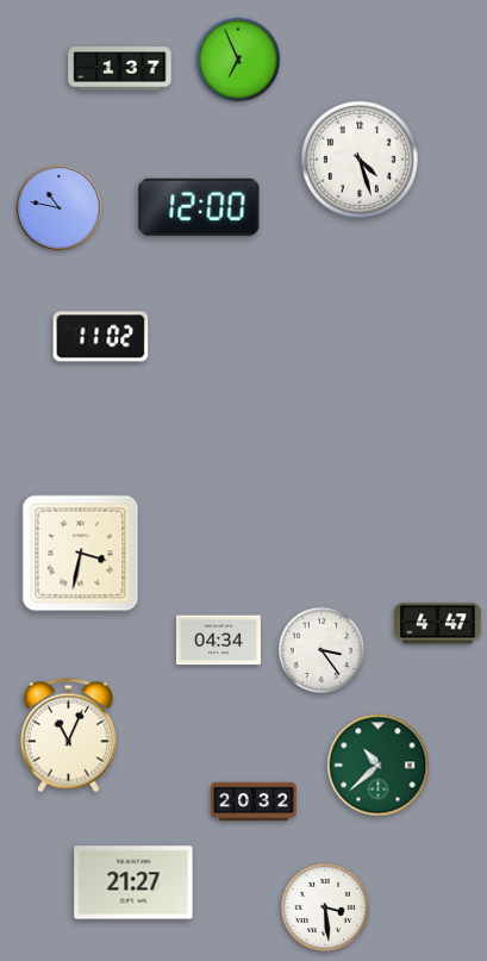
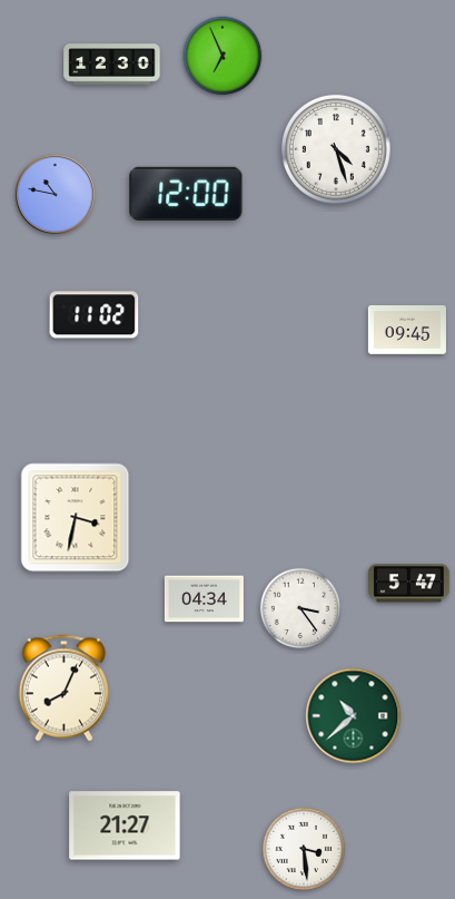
clock at (120, 69): 1:37 -> 12:30
clock at (407, 330): none -> 09:45
clock at (438, 624): 4:47 -> 5:47
clock at (68, 736): 11:04 -> 8:04
clock at (254, 801): 20:32 -> none
